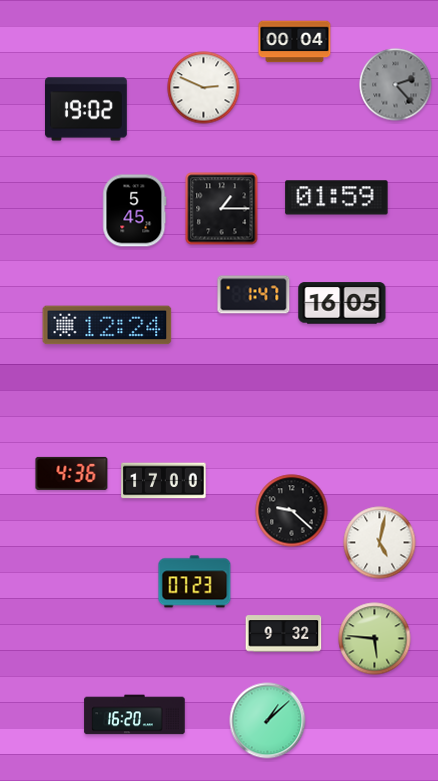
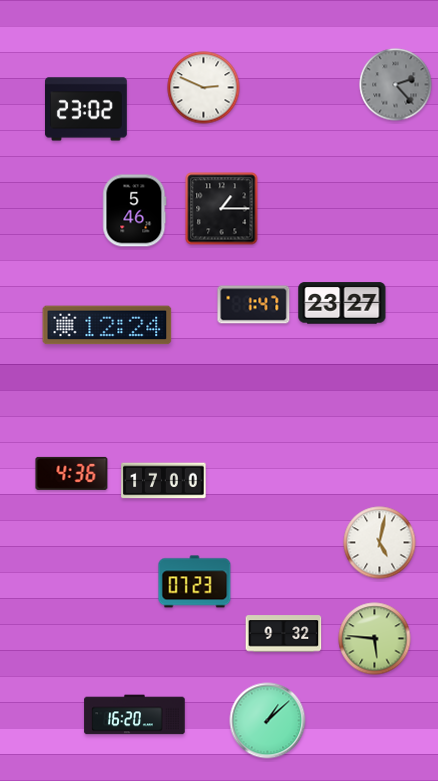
clock at (295, 42): 00:04 -> none
clock at (87, 109): 19:02 -> 23:02
clock at (337, 198): 01:59 -> none
clock at (135, 211): 5:45 -> 5:46
clock at (254, 295) position: (254, 295) -> (254, 305)
clock at (342, 303): 16:05 -> 23:27
clock at (292, 511): 9:22 -> none
